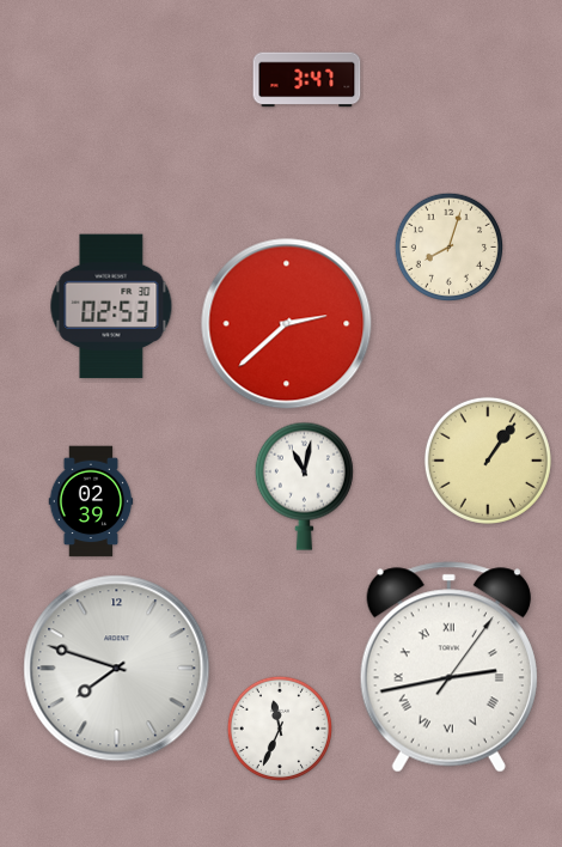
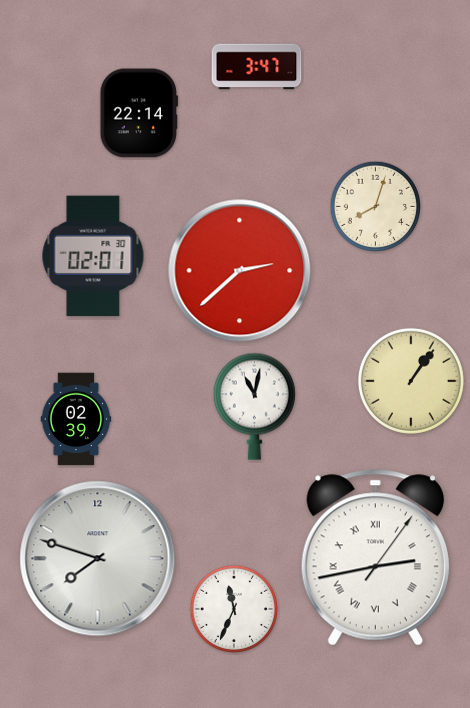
clock at (139, 113): none -> 22:14
clock at (111, 306): 02:53 -> 02:01
clock at (488, 461) position: (488, 461) -> (411, 381)
